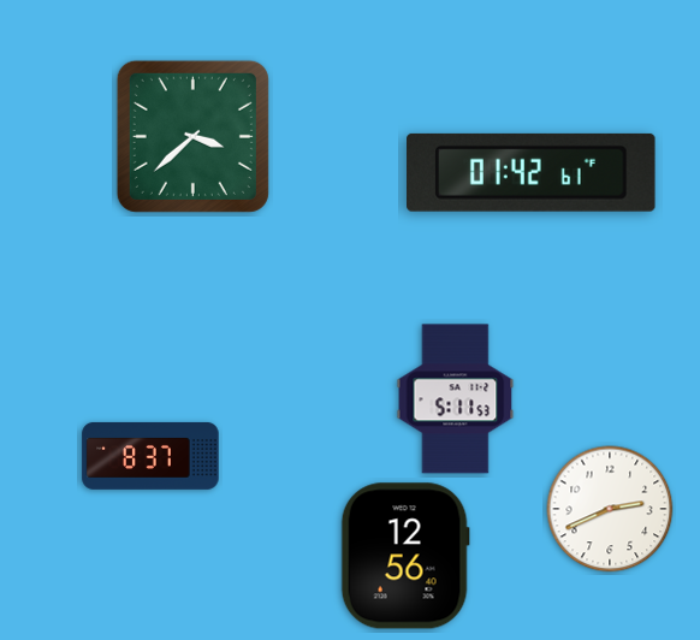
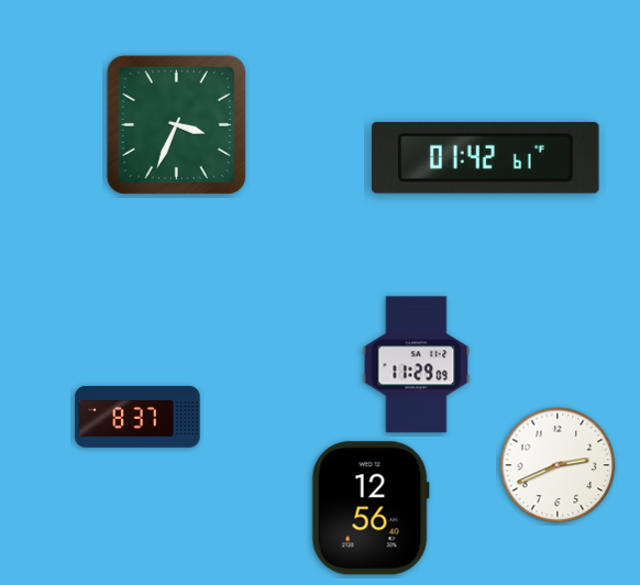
clock at (192, 136): 3:38 -> 3:34
clock at (456, 399): 5:11 -> 11:29
